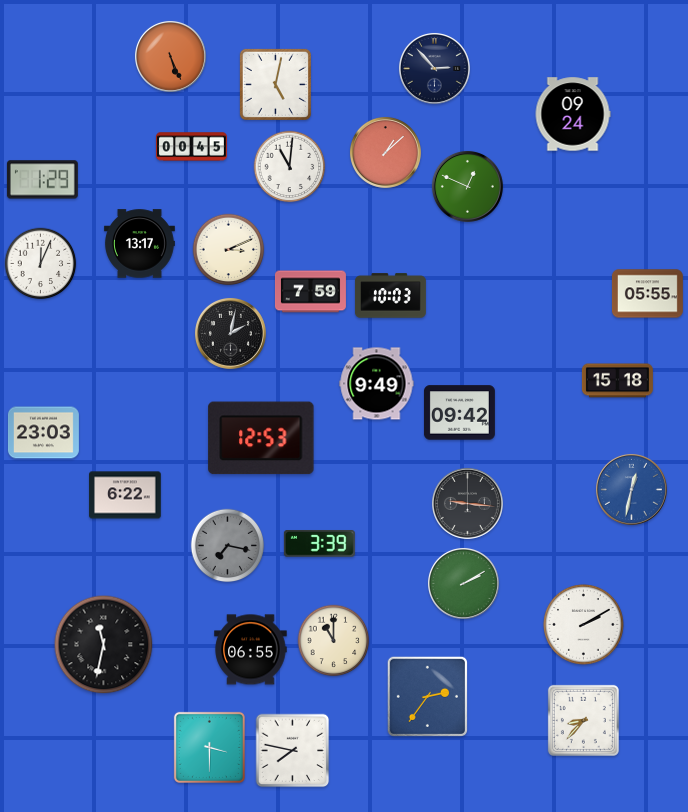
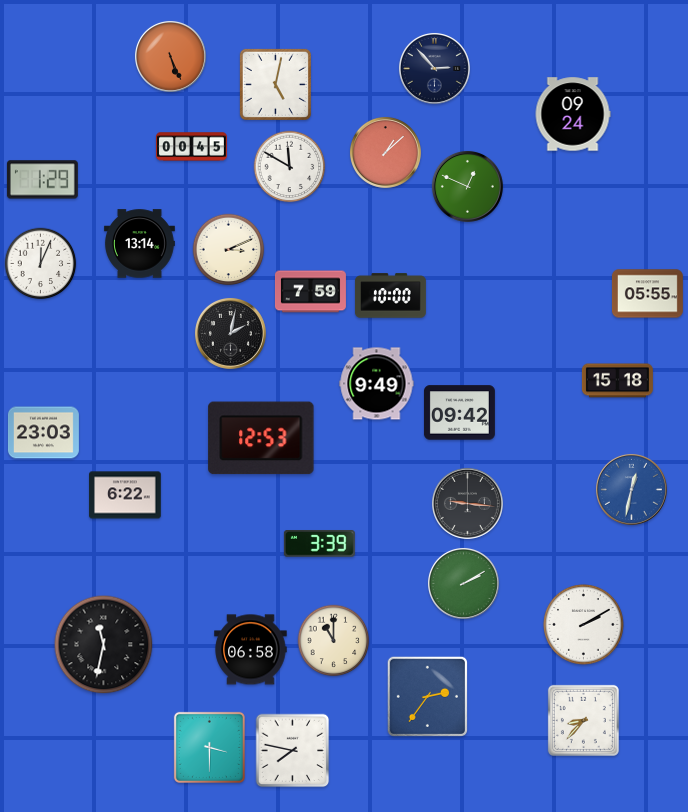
clock at (290, 167): 11:01 -> 11:50
clock at (139, 244): 13:17 -> 13:14
clock at (390, 296): 10:03 -> 10:00
clock at (228, 546): 7:17 -> none
clock at (251, 650): 06:55 -> 06:58
